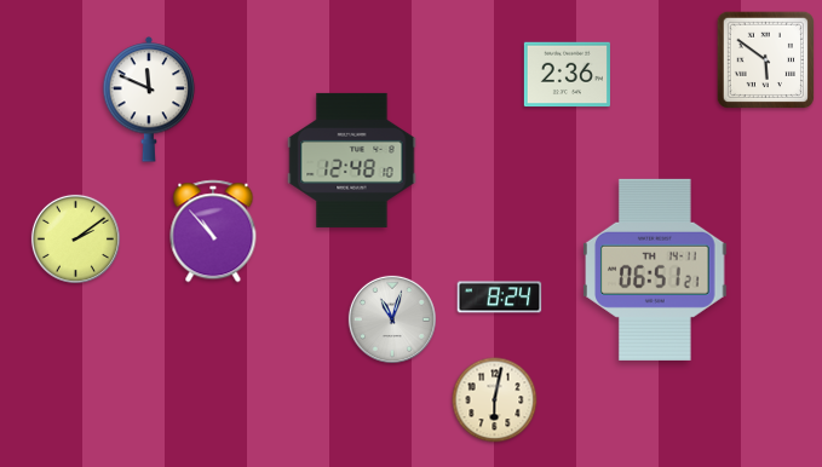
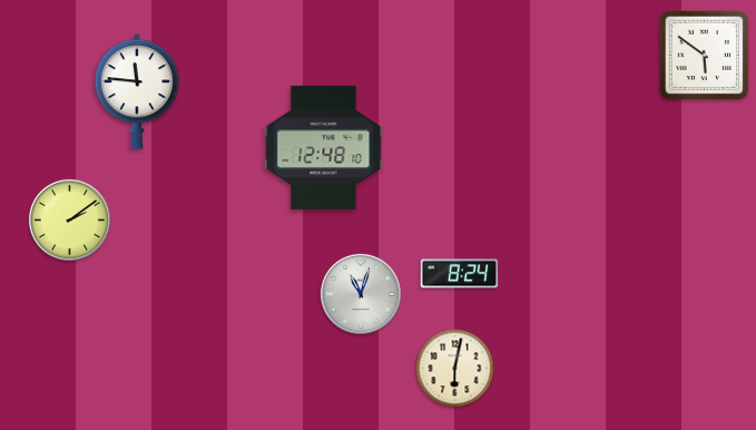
clock at (567, 75): 2:36 -> none
clock at (149, 99): 11:49 -> 11:46
clock at (213, 231): 10:53 -> none
clock at (655, 270): 06:51 -> none
